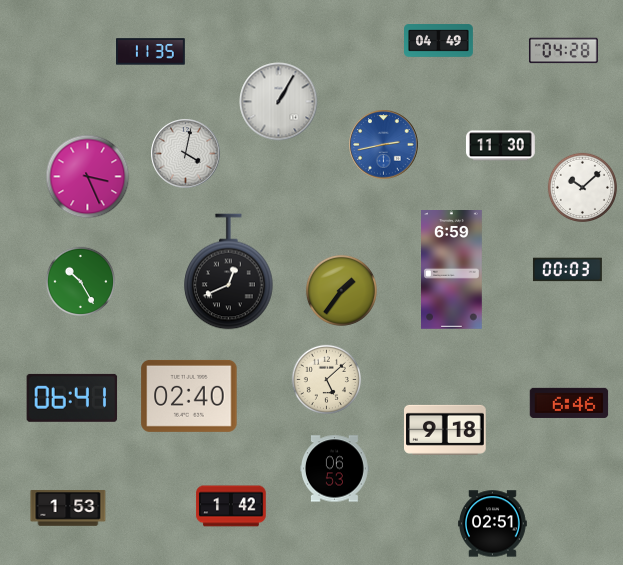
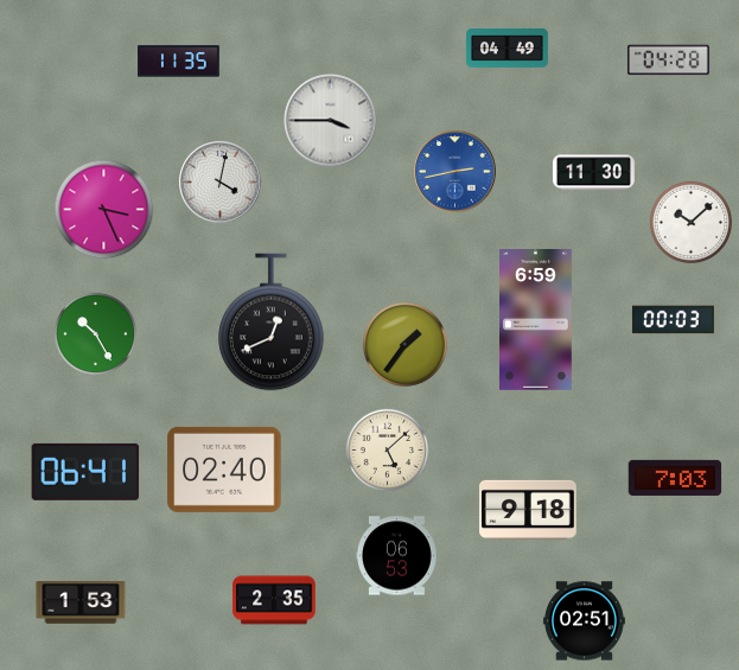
clock at (439, 41) position: (439, 41) -> (508, 49)
clock at (279, 102): 1:05 -> 3:45
clock at (569, 403): 6:46 -> 7:03
clock at (231, 506): 1:42 -> 2:35
